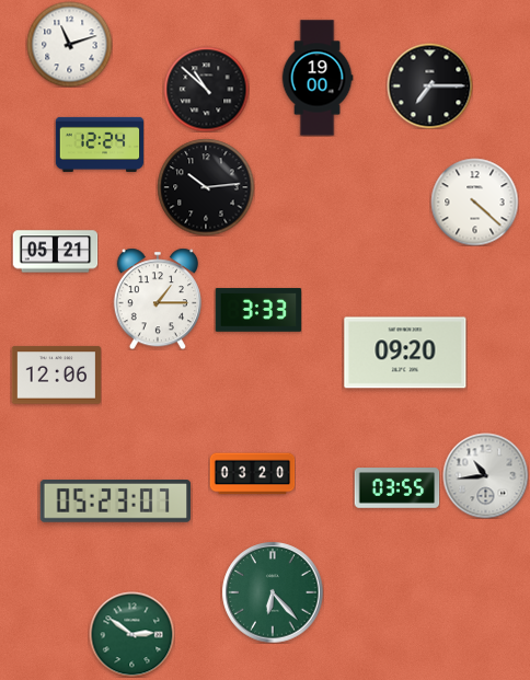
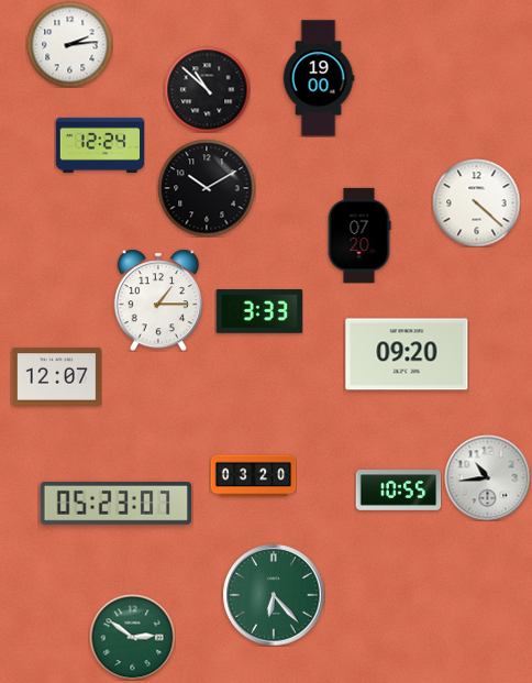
clock at (69, 44): 11:12 -> 2:14
clock at (429, 85): 7:15 -> none
clock at (206, 187): 10:14 -> 10:10
clock at (359, 235): none -> 07:20
clock at (55, 252): 05:21 -> none
clock at (56, 376): 12:06 -> 12:07
clock at (396, 488): 03:55 -> 10:55
